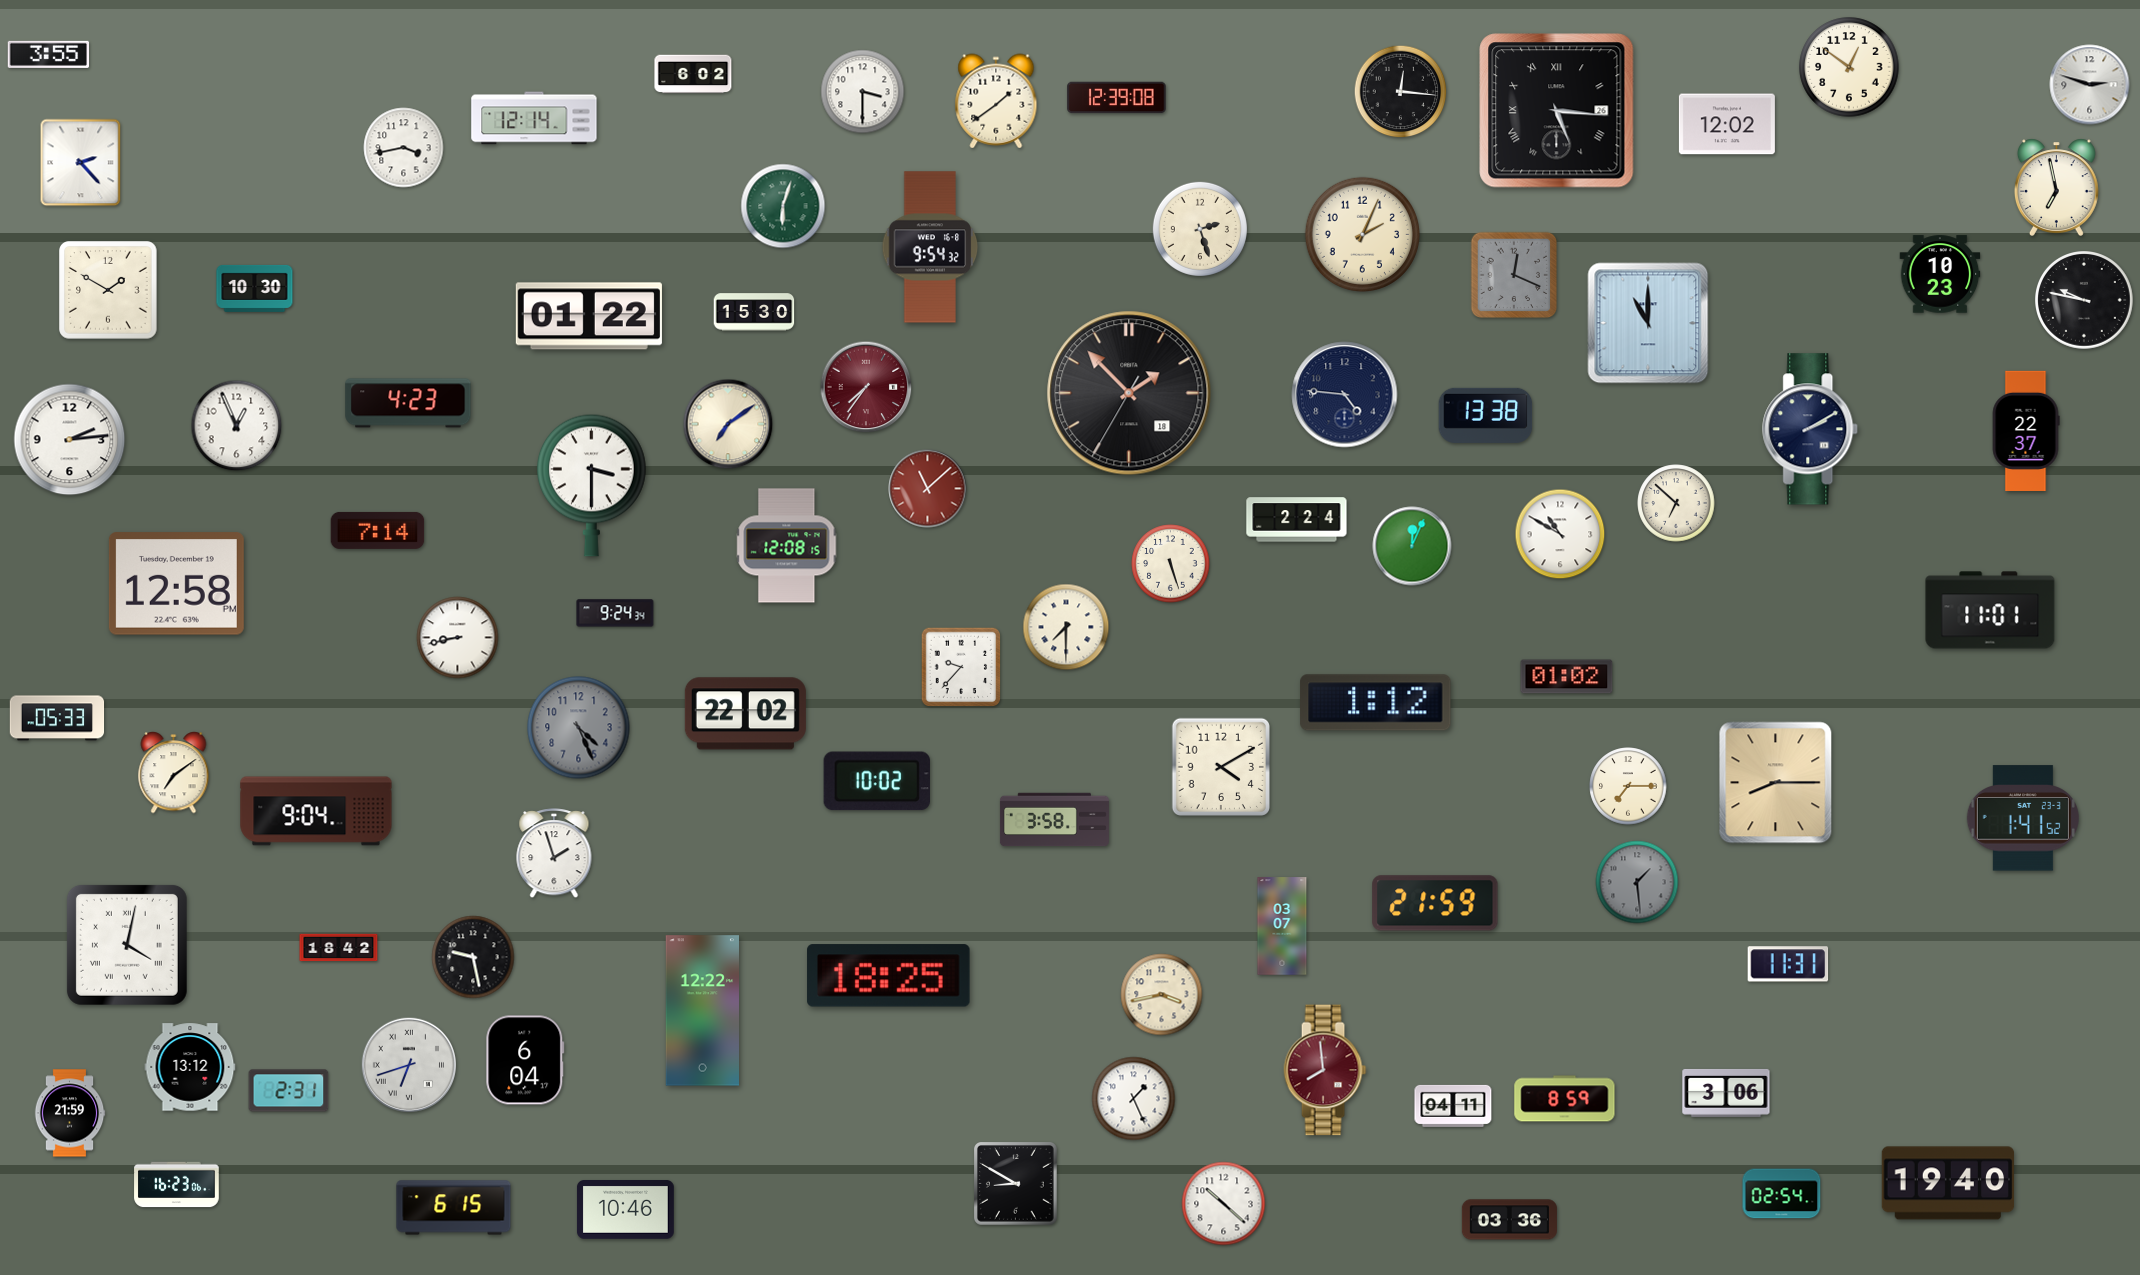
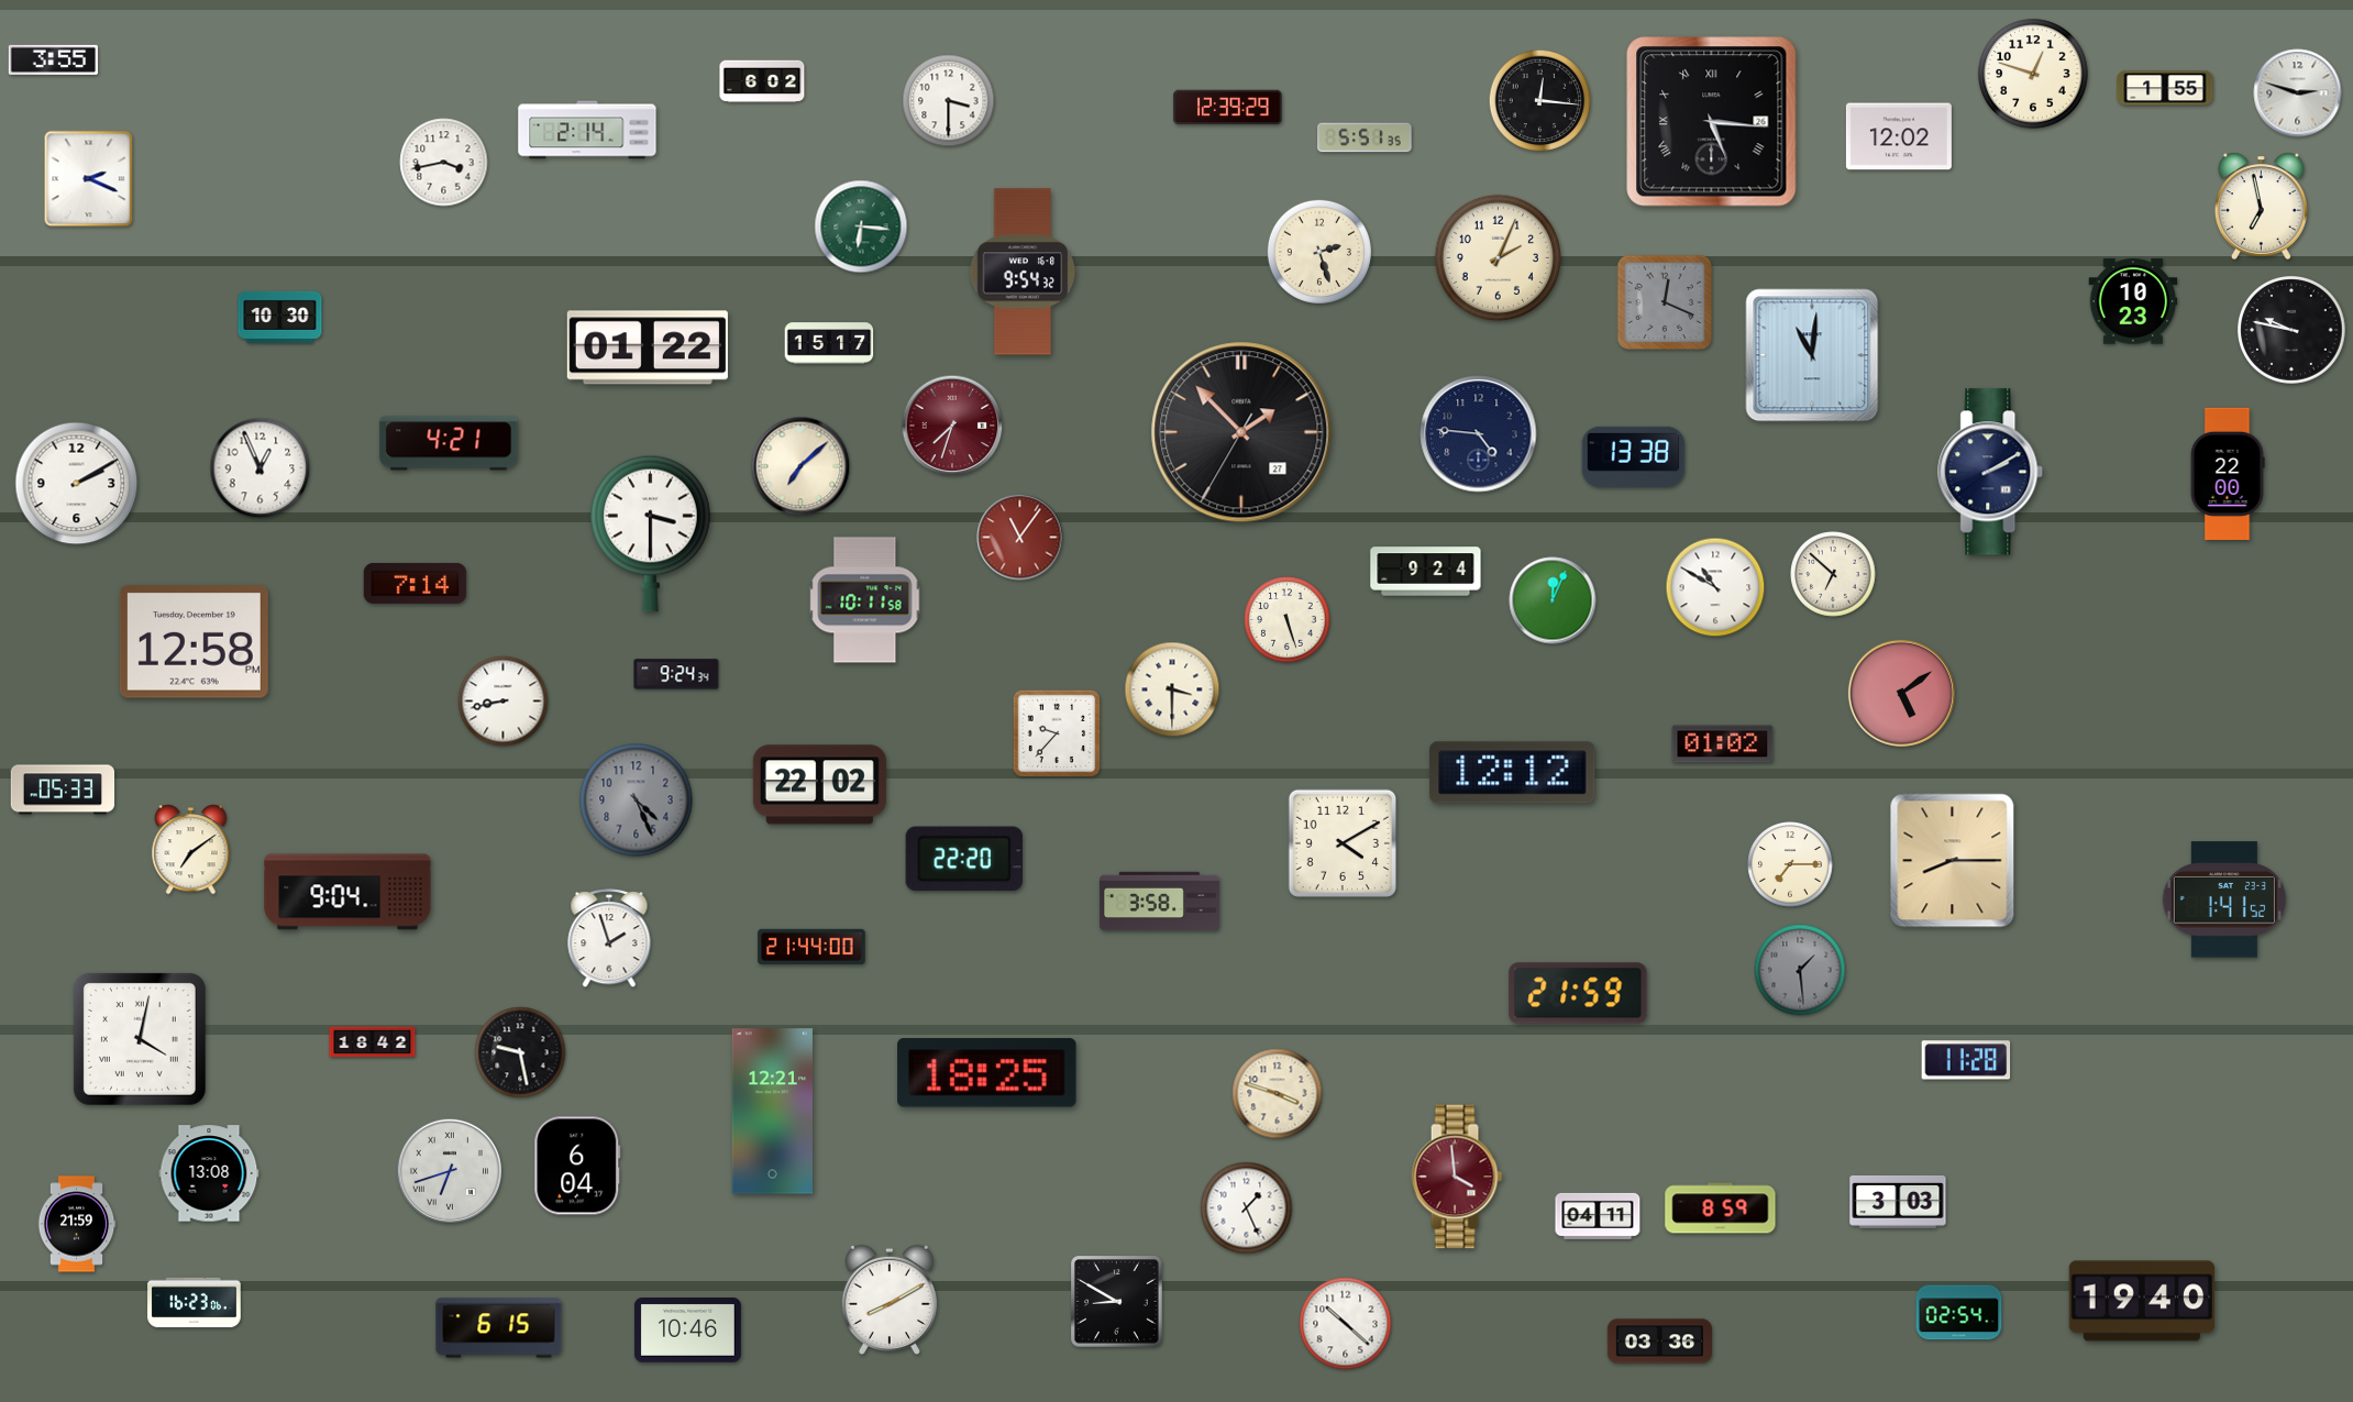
clock at (1849, 67): 12:51 -> 12:48
clock at (2165, 88): none -> 1:55
clock at (1117, 98): 12:39:08 -> 12:39:29
clock at (996, 101): 1:39 -> none
clock at (534, 118): 12:14 -> 2:14
clock at (1365, 137): none -> 5:51
clock at (81, 163): 2:23 -> 2:19
clock at (783, 206): 6:03 -> 6:16
clock at (108, 290): 1:50 -> none
clock at (754, 312): 15:30 -> 15:17
clock at (1648, 323): 11:00 -> 11:01
clock at (866, 387): 7:36 -> 7:33
clock at (1129, 393) date: 18 -> 27
clock at (408, 403): 4:23 -> 4:21
clock at (728, 424): 7:09 -> 7:08
clock at (2026, 430): 22:37 -> 22:00
clock at (70, 440): 2:14 -> 2:10
clock at (928, 489): 11:08 -> 11:06
clock at (1676, 503) position: (1676, 503) -> (1833, 574)
clock at (1297, 520): 2:24 -> 9:24
clock at (787, 546): 12:08 -> 10:11
clock at (1990, 610): 11:01 -> none
clock at (1066, 627): 7:30 -> 3:30
clock at (1901, 693): none -> 5:09
clock at (1376, 703): 1:12 -> 12:12
clock at (876, 781): 10:02 -> 22:20
clock at (811, 946): none -> 21:44
clock at (1282, 926): 03:07 -> none
clock at (1788, 964): 11:31 -> 11:28
clock at (889, 976) position: (889, 976) -> (987, 1073)
clock at (1162, 995): 3:43 -> 3:48
clock at (703, 1011): 12:22 -> 12:21
clock at (190, 1067): 13:12 -> 13:08
clock at (1325, 1070): 7:59 -> 3:59
clock at (289, 1091): 2:31 -> none
clock at (1726, 1093): 3:06 -> 3:03
clock at (890, 1300): none -> 8:10
